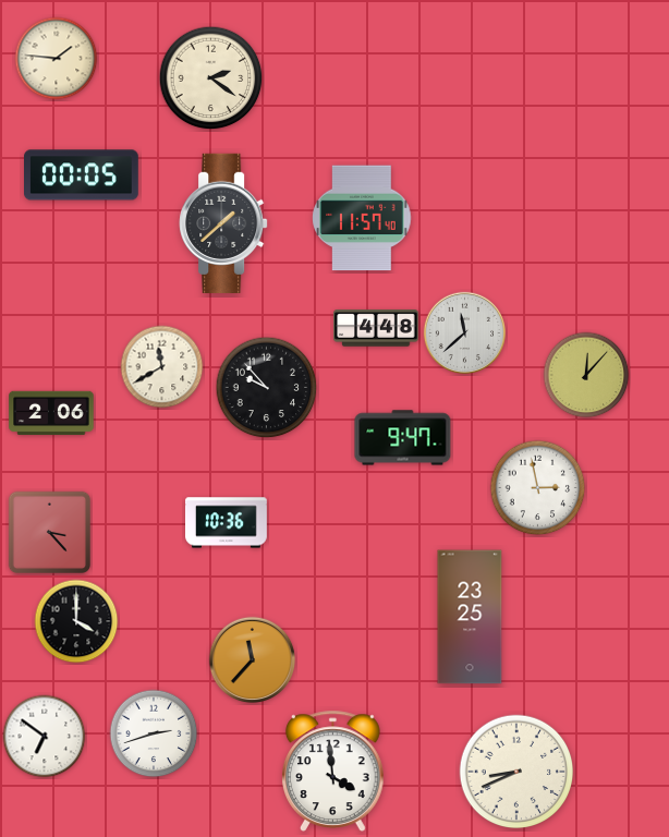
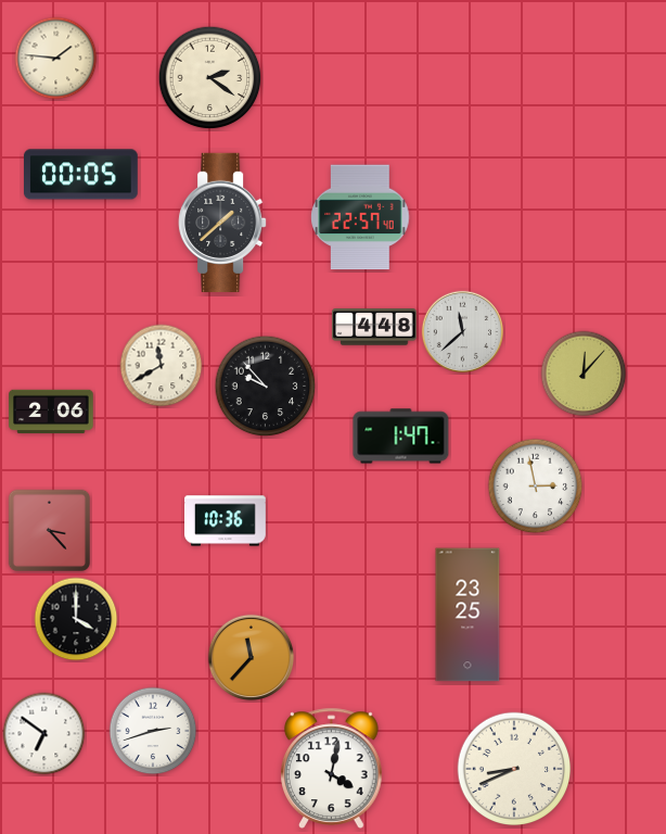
clock at (362, 218): 11:57 -> 22:57
clock at (403, 438): 9:47 -> 1:47
clock at (333, 771): 3:59 -> 4:02
